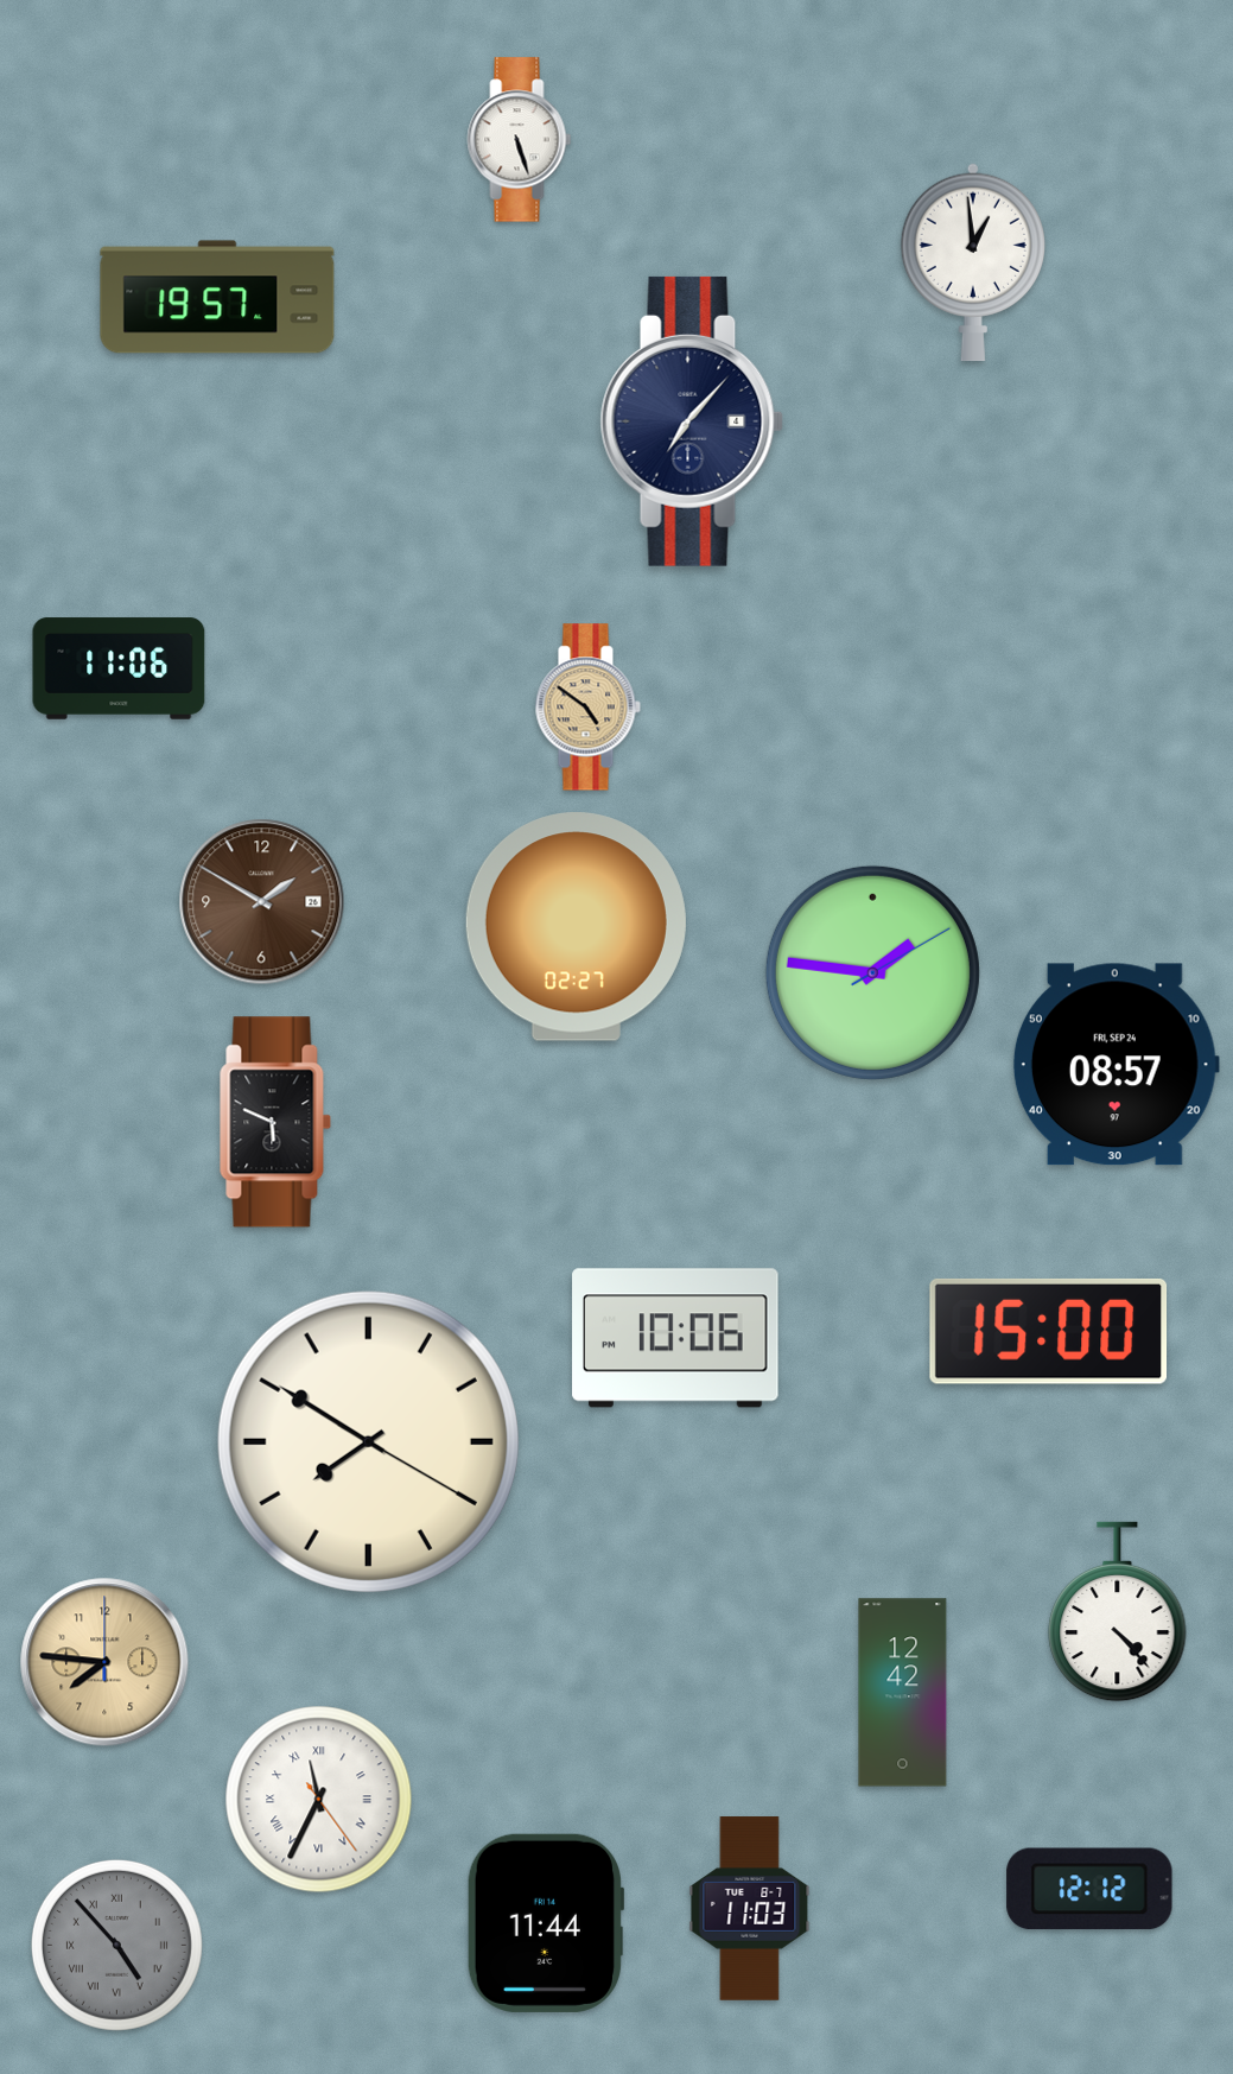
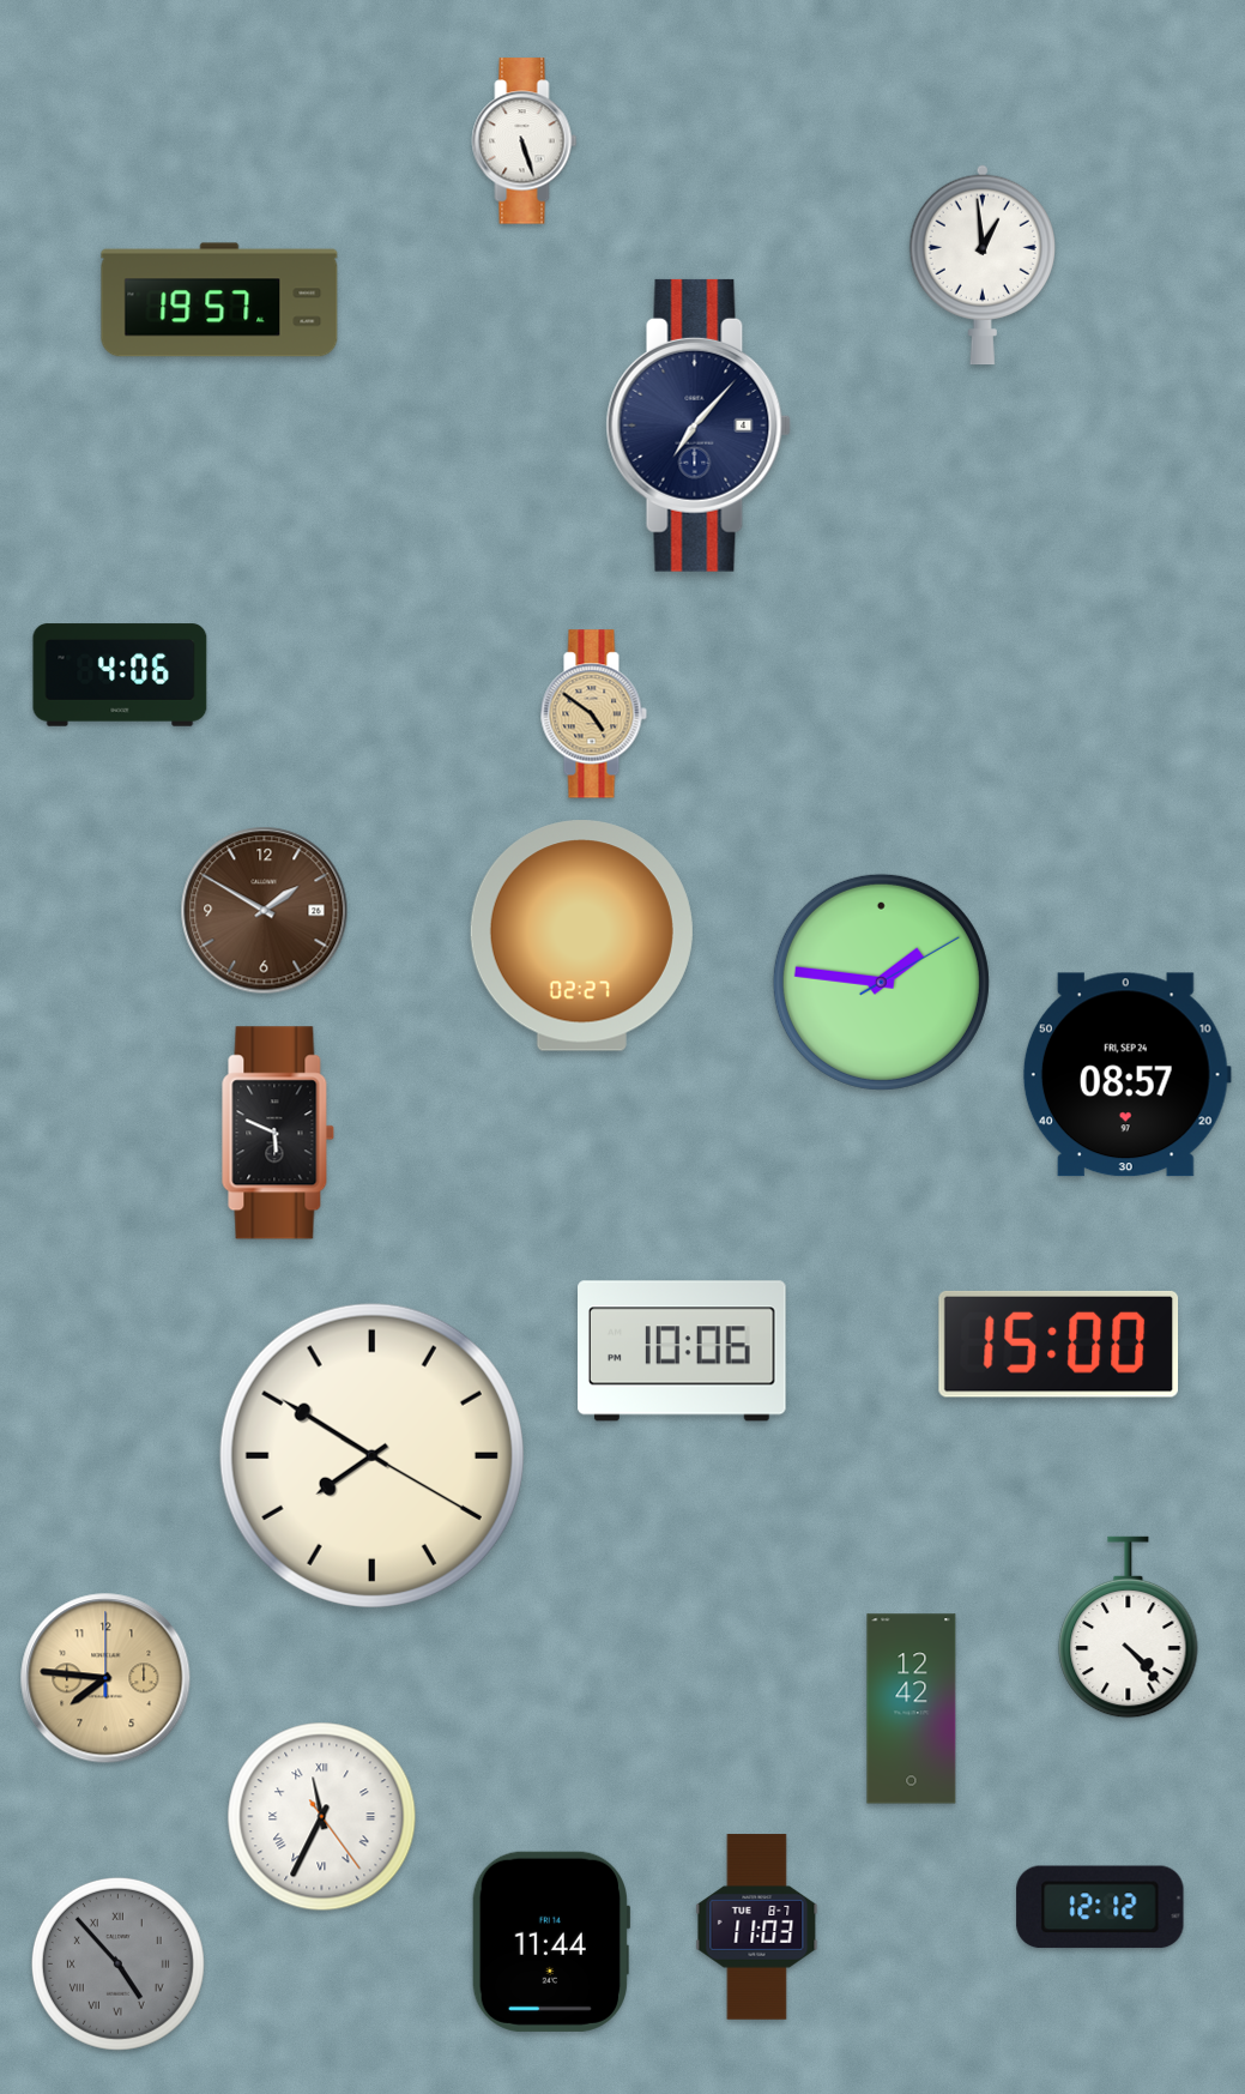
clock at (119, 668): 11:06 -> 4:06
